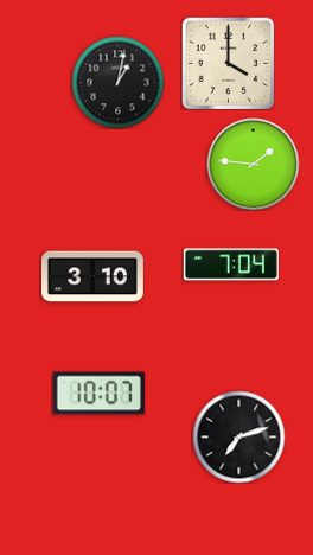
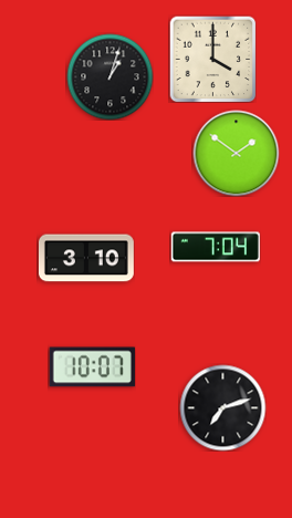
clock at (117, 82): 1:02 -> 1:03
clock at (253, 164): 1:46 -> 1:51
